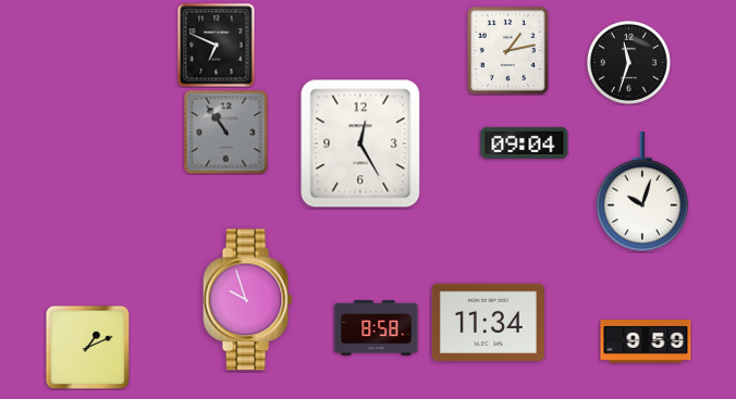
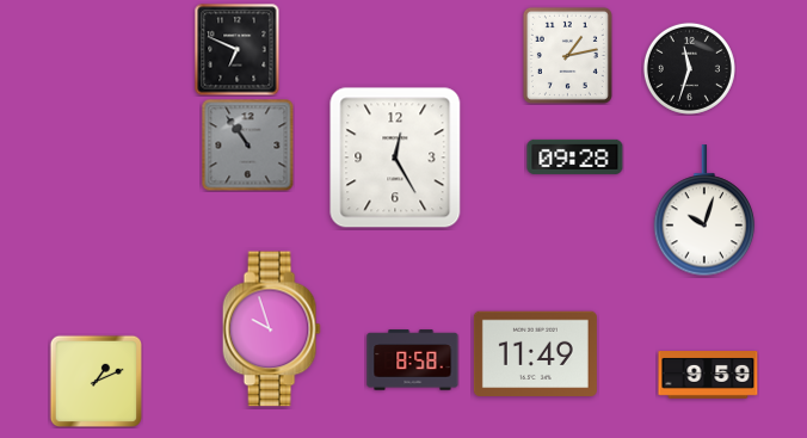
clock at (507, 50) position: (507, 50) -> (567, 55)
clock at (525, 142): 09:04 -> 09:28
clock at (488, 323): 11:34 -> 11:49
